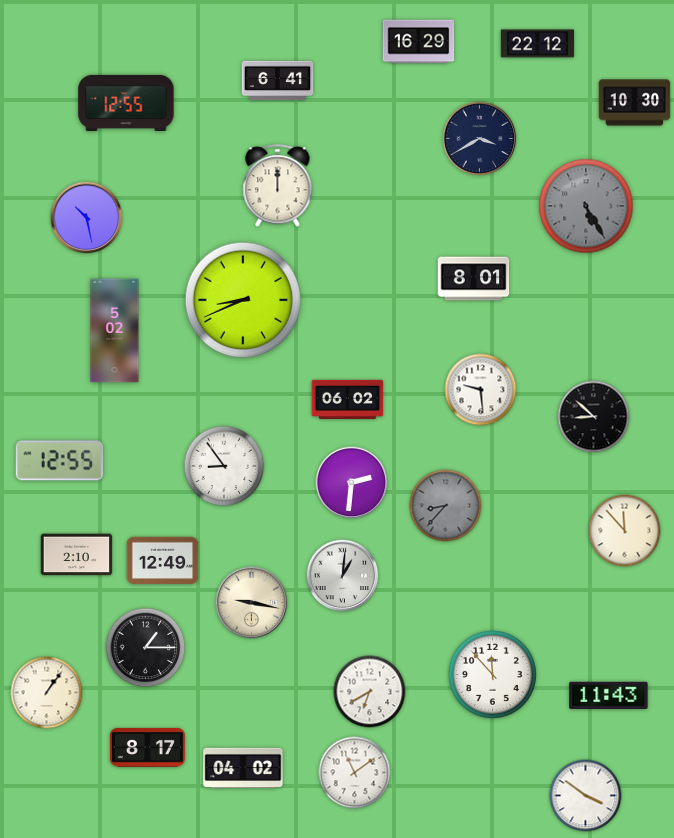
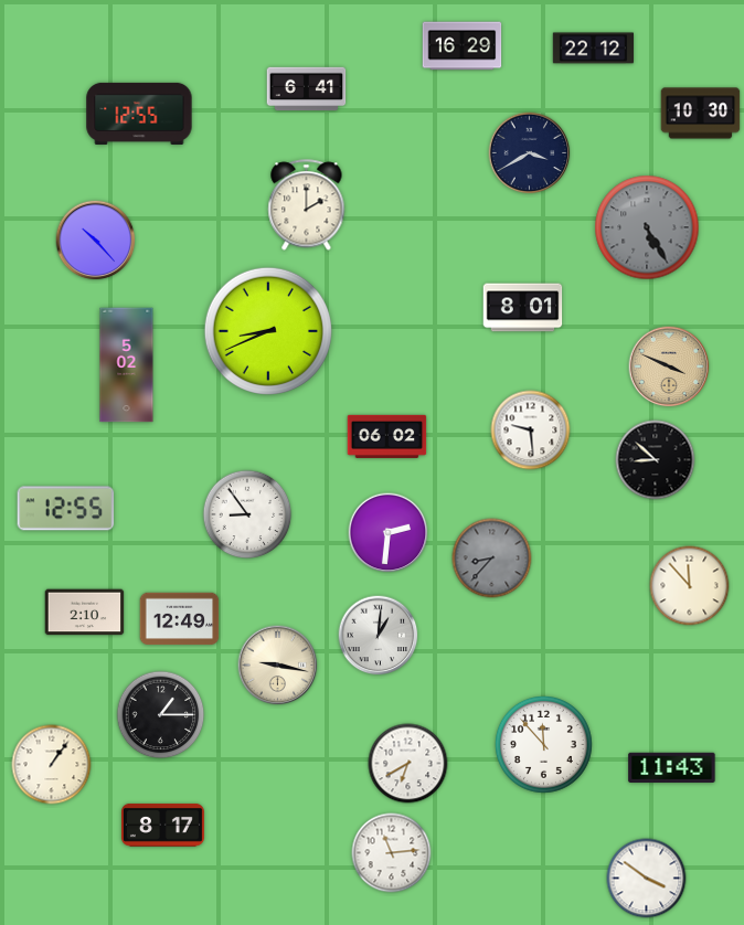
clock at (278, 186): 12:00 -> 2:00
clock at (87, 218): 10:28 -> 10:23
clock at (669, 366): none -> 3:49
clock at (348, 399) position: (348, 399) -> (387, 436)
clock at (243, 768): 04:02 -> none
clock at (355, 773): 11:09 -> 11:14
